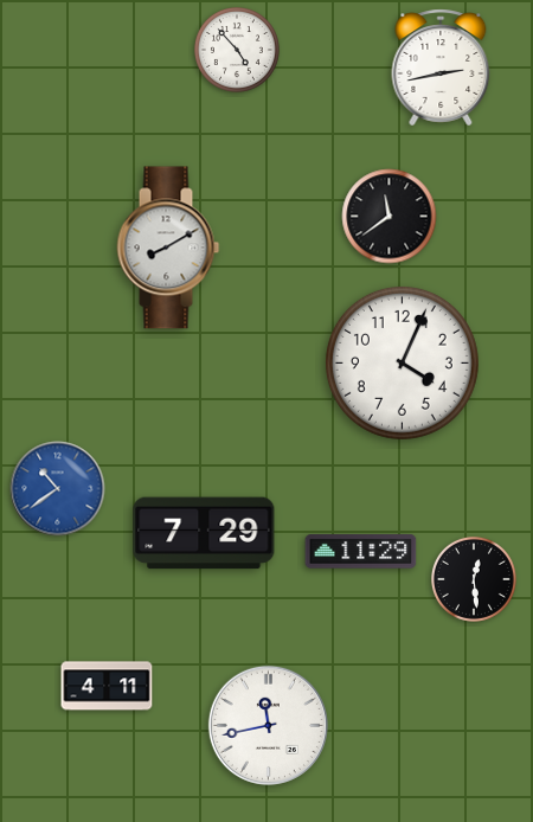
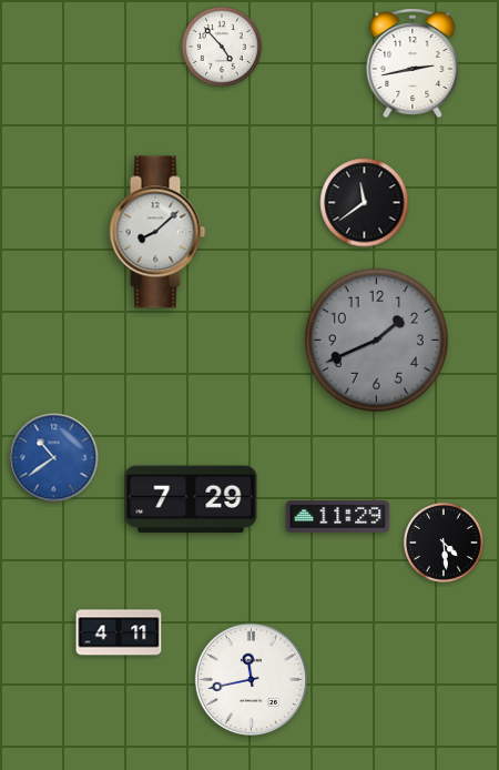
clock at (168, 248): 8:10 -> 8:08
clock at (402, 362): 4:04 -> 1:41
clock at (402, 362) dial: white -> grey
clock at (474, 579): 12:29 -> 4:29
clock at (107, 686) position: (107, 686) -> (119, 632)
